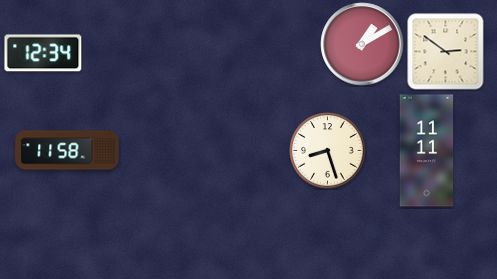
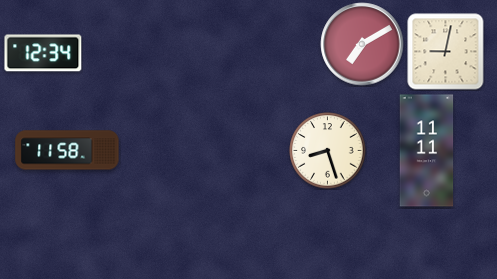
clock at (362, 44): 1:10 -> 7:10
clock at (446, 52): 2:51 -> 9:02
